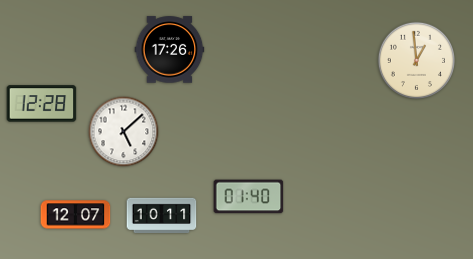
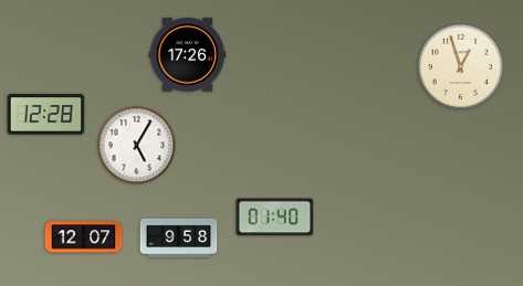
clock at (416, 60): 12:59 -> 12:57
clock at (124, 132): 5:08 -> 5:05
clock at (162, 215): 10:11 -> 9:58
